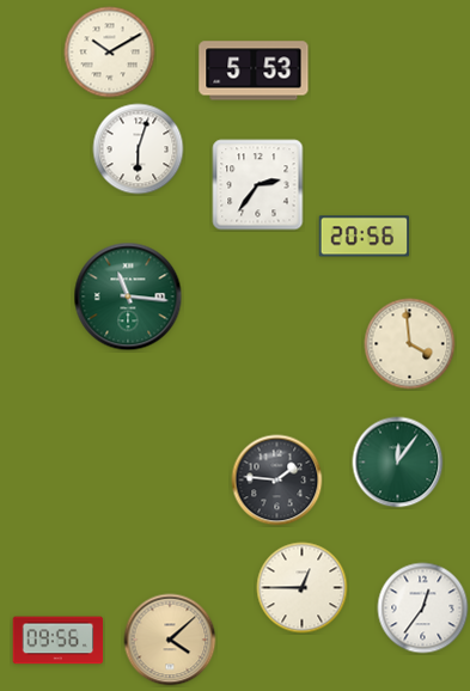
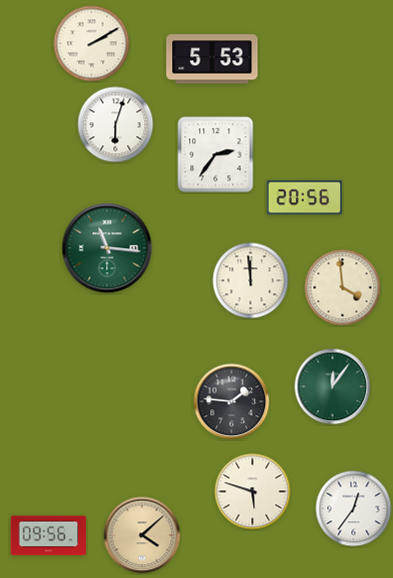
clock at (110, 53): 10:10 -> 2:10
clock at (251, 281): none -> 11:59
clock at (303, 588): 12:45 -> 5:48
